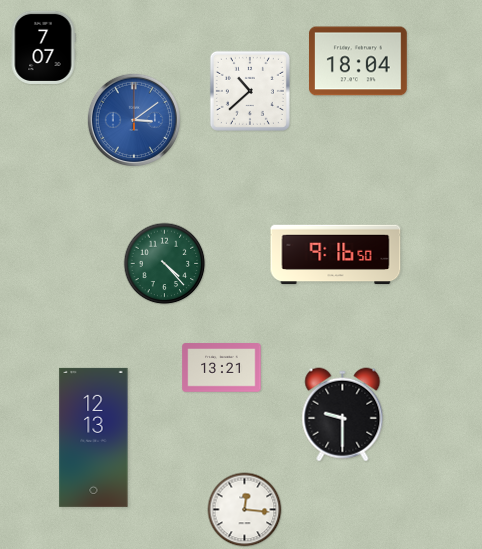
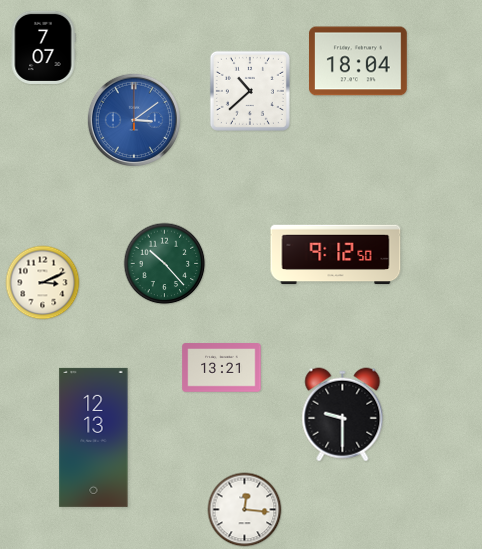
clock at (336, 255): 9:16 -> 9:12
clock at (165, 264): 4:23 -> 10:23
clock at (43, 283): none -> 3:11
